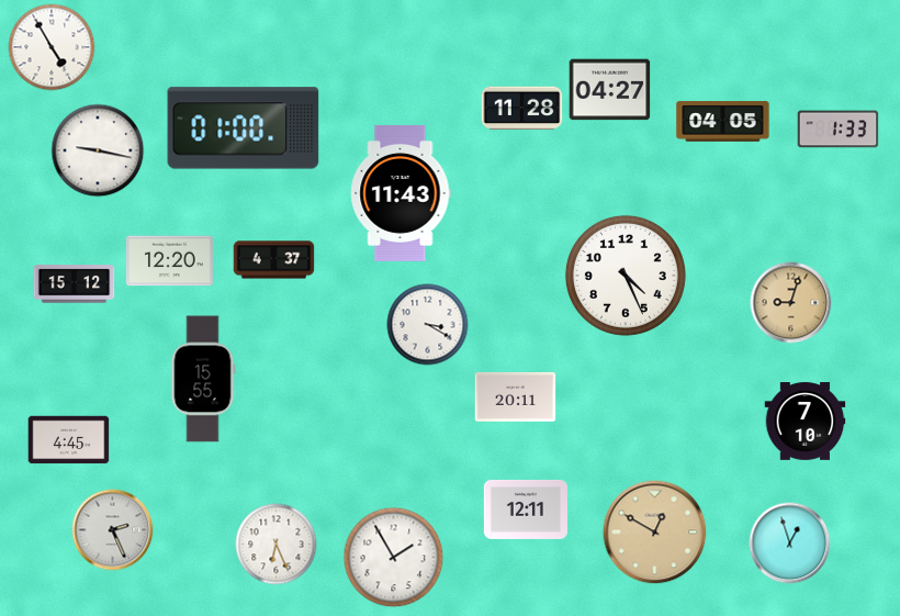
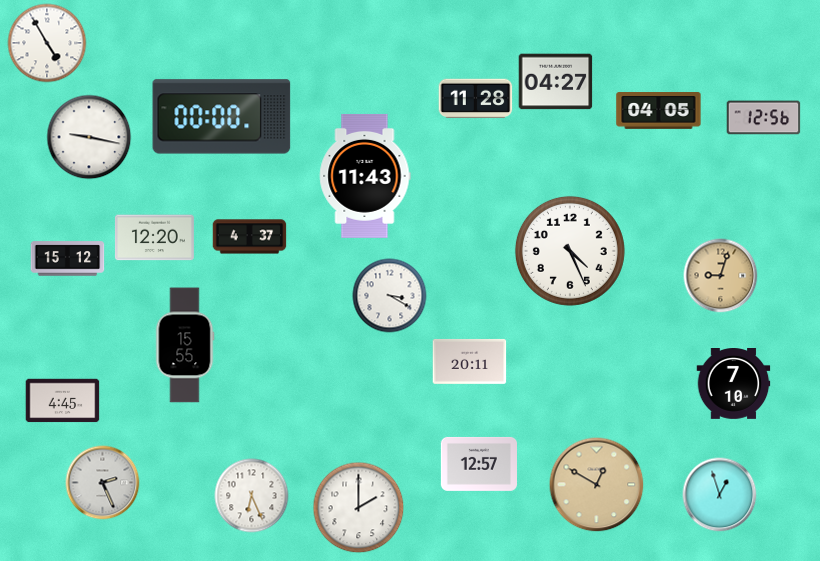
clock at (244, 128): 01:00 -> 00:00
clock at (839, 130): 1:33 -> 12:56
clock at (525, 509): 12:11 -> 12:57
clock at (394, 558): 1:55 -> 2:00
